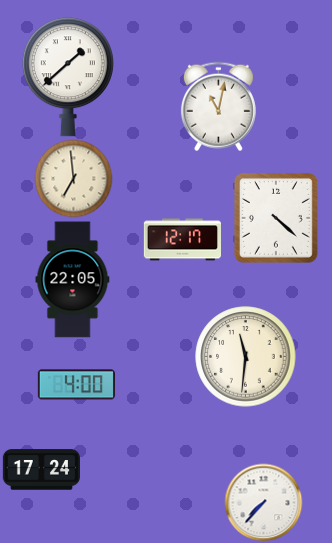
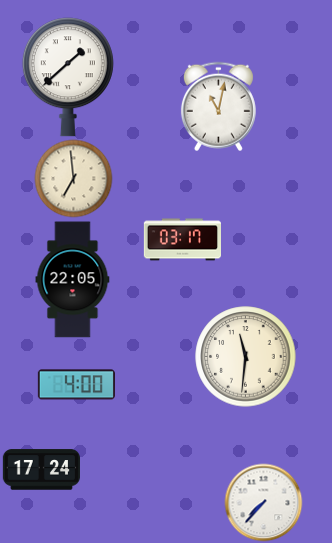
clock at (276, 218): 4:22 -> none
clock at (182, 240): 12:17 -> 03:17
